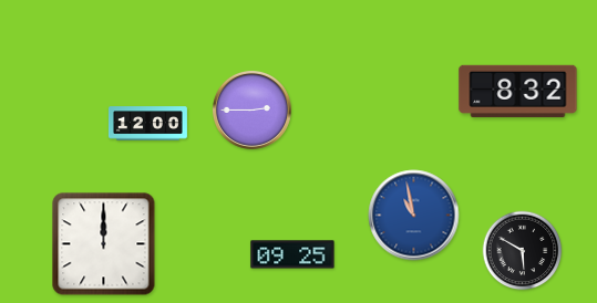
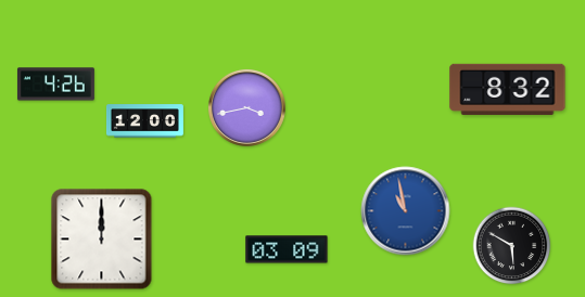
clock at (55, 85): none -> 4:26
clock at (251, 109): 2:45 -> 3:43
clock at (292, 254): 09:25 -> 03:09
